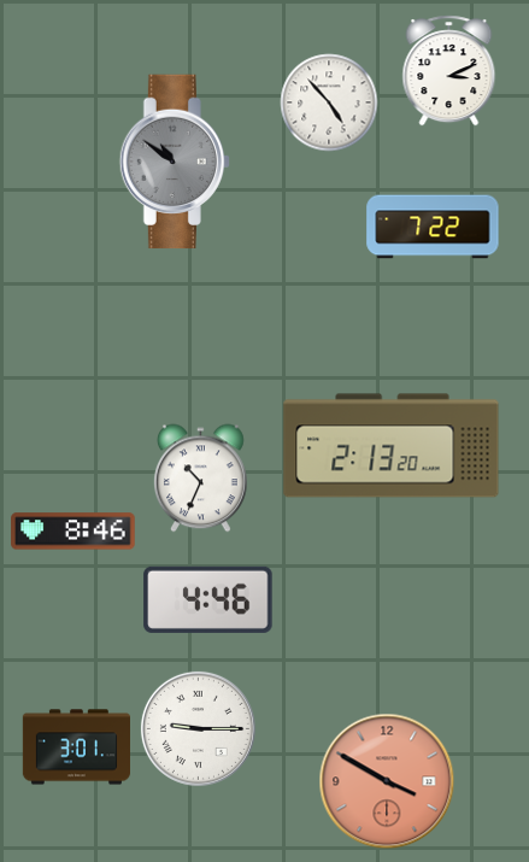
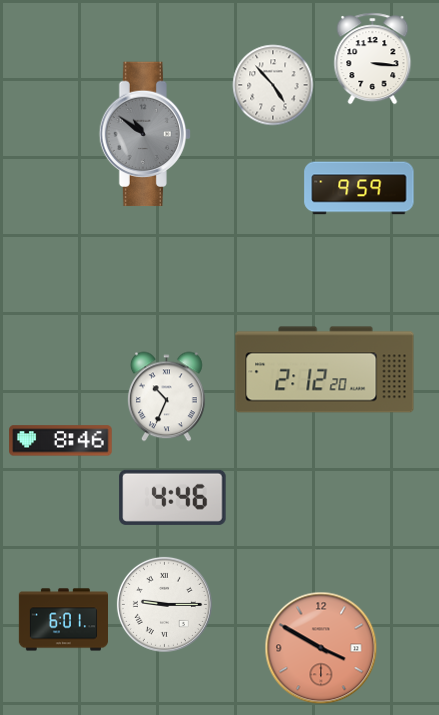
clock at (449, 70): 3:11 -> 3:16
clock at (433, 227): 7:22 -> 9:59
clock at (392, 446): 2:13 -> 2:12
clock at (76, 747): 3:01 -> 6:01
